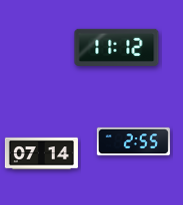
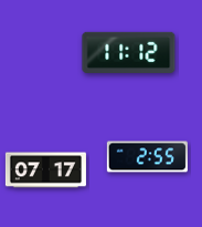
clock at (41, 154): 07:14 -> 07:17
